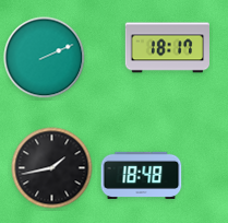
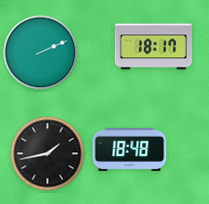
clock at (167, 48) position: (167, 48) -> (153, 47)
clock at (142, 175) position: (142, 175) -> (130, 149)
